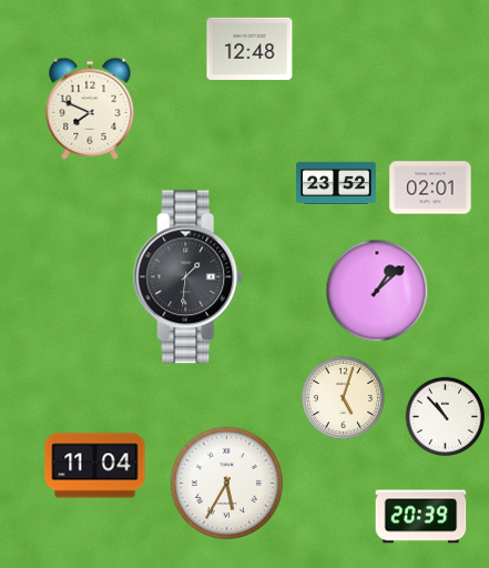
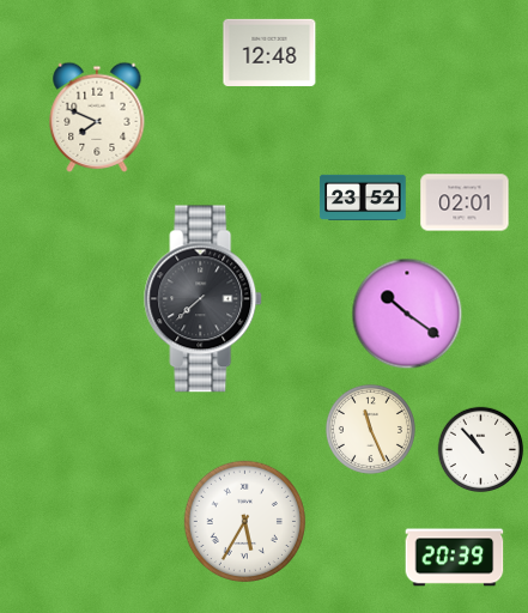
clock at (189, 277): 1:31 -> 7:38
clock at (377, 291): 1:08 -> 10:21
clock at (343, 397): 5:03 -> 11:26
clock at (95, 466): 11:04 -> none
